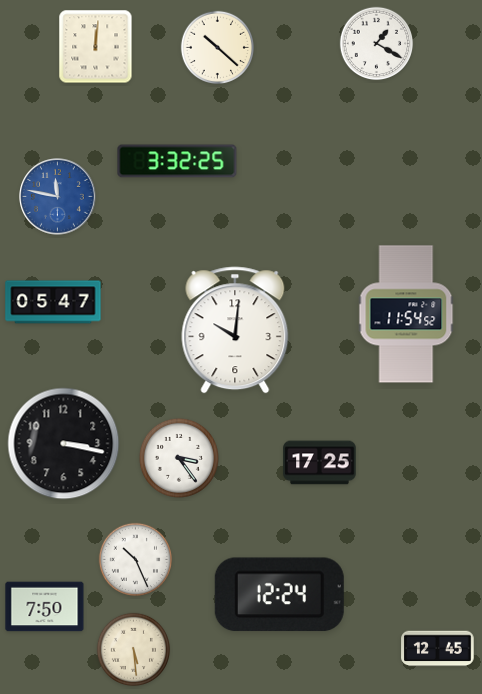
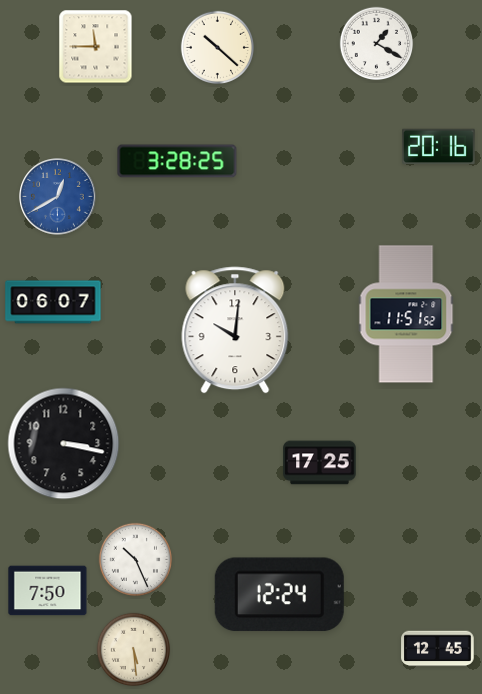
clock at (96, 47): 12:01 -> 11:45
clock at (439, 147): none -> 20:16
clock at (177, 161): 3:32 -> 3:28
clock at (58, 197): 11:47 -> 12:40
clock at (53, 302): 05:47 -> 06:07
clock at (406, 314): 11:54 -> 11:51
clock at (179, 458): 3:24 -> none
clock at (45, 607) position: (45, 607) -> (48, 591)
